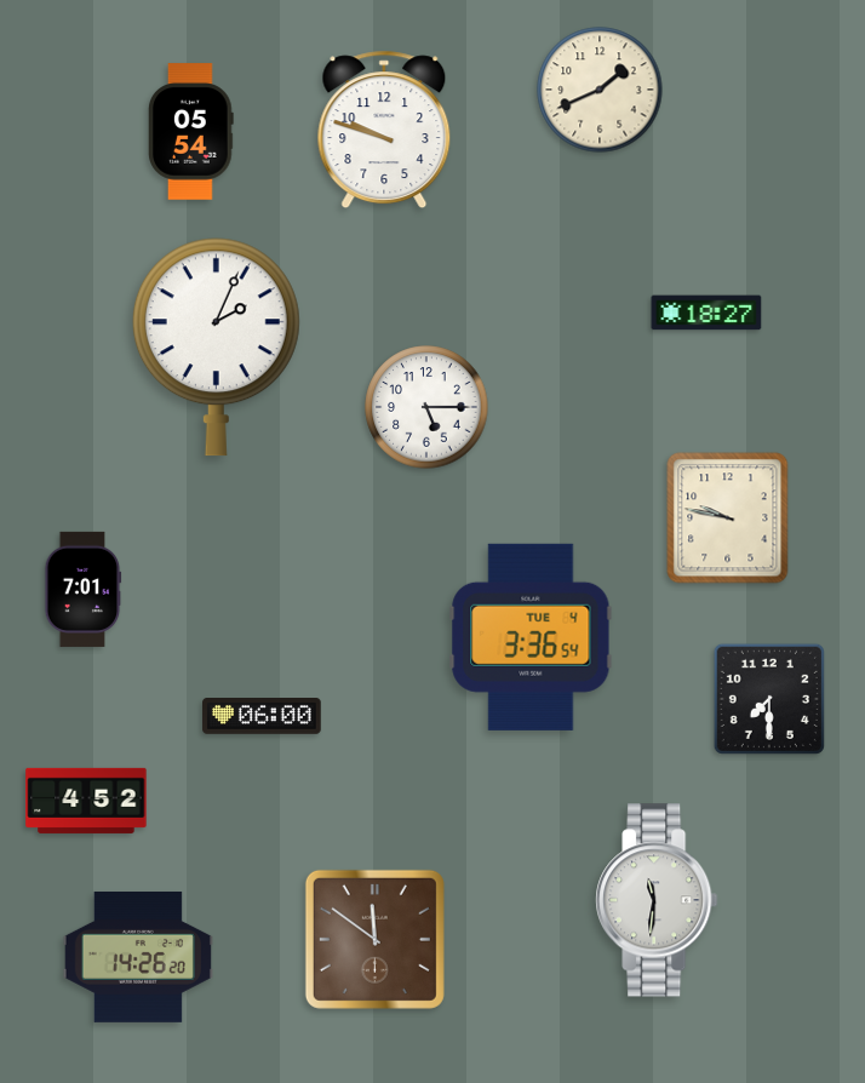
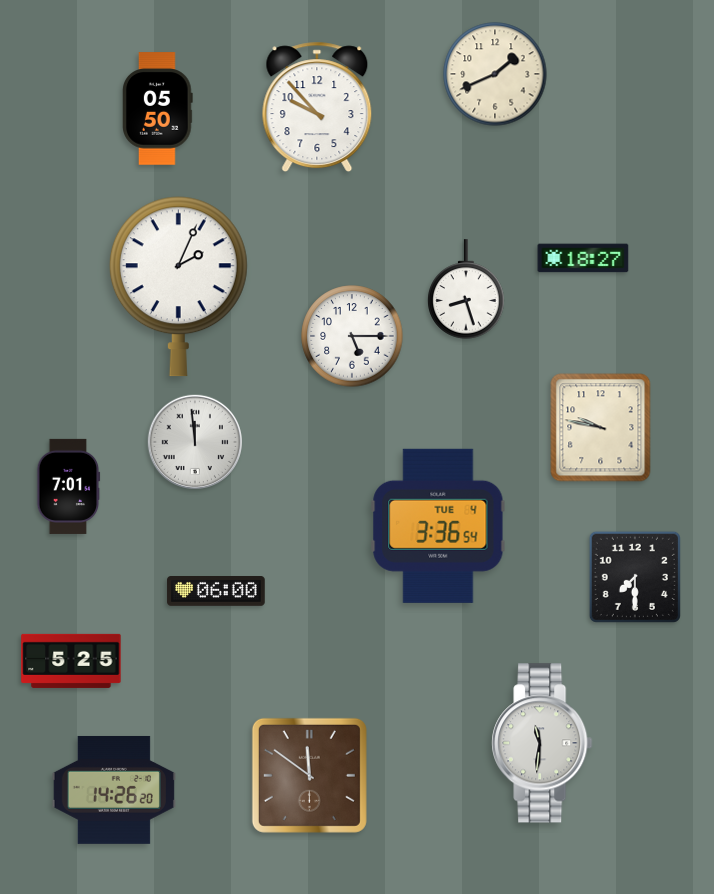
clock at (384, 130): 9:48 -> 9:53
clock at (191, 132): 05:54 -> 05:50
clock at (466, 289): none -> 8:27
clock at (194, 441): none -> 11:59
clock at (86, 801): 4:52 -> 5:25
